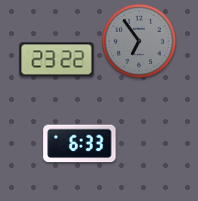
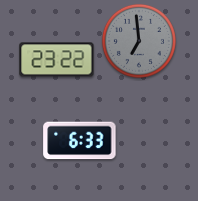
clock at (139, 41): 6:54 -> 6:59
clock at (80, 144) position: (80, 144) -> (80, 141)
